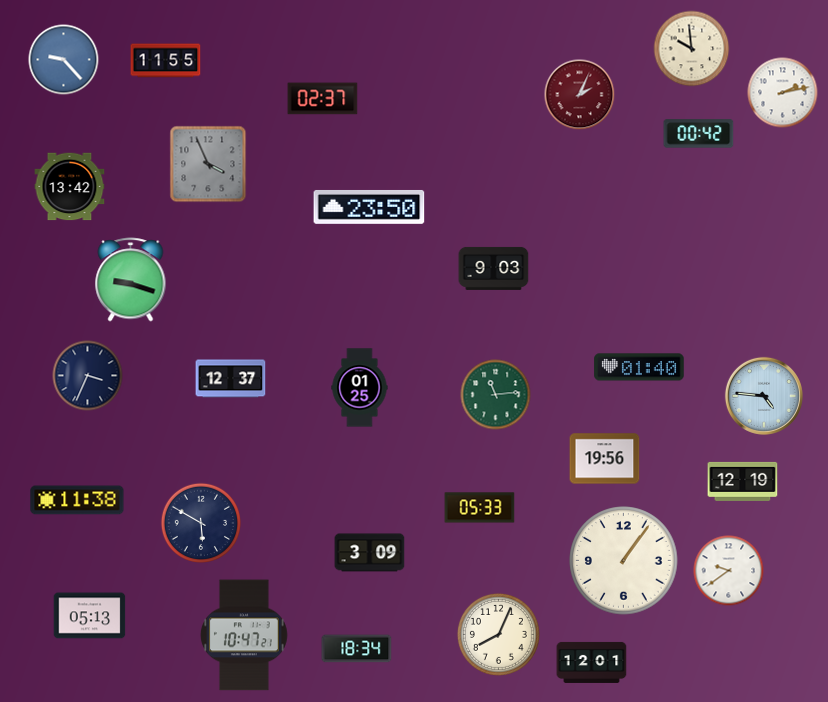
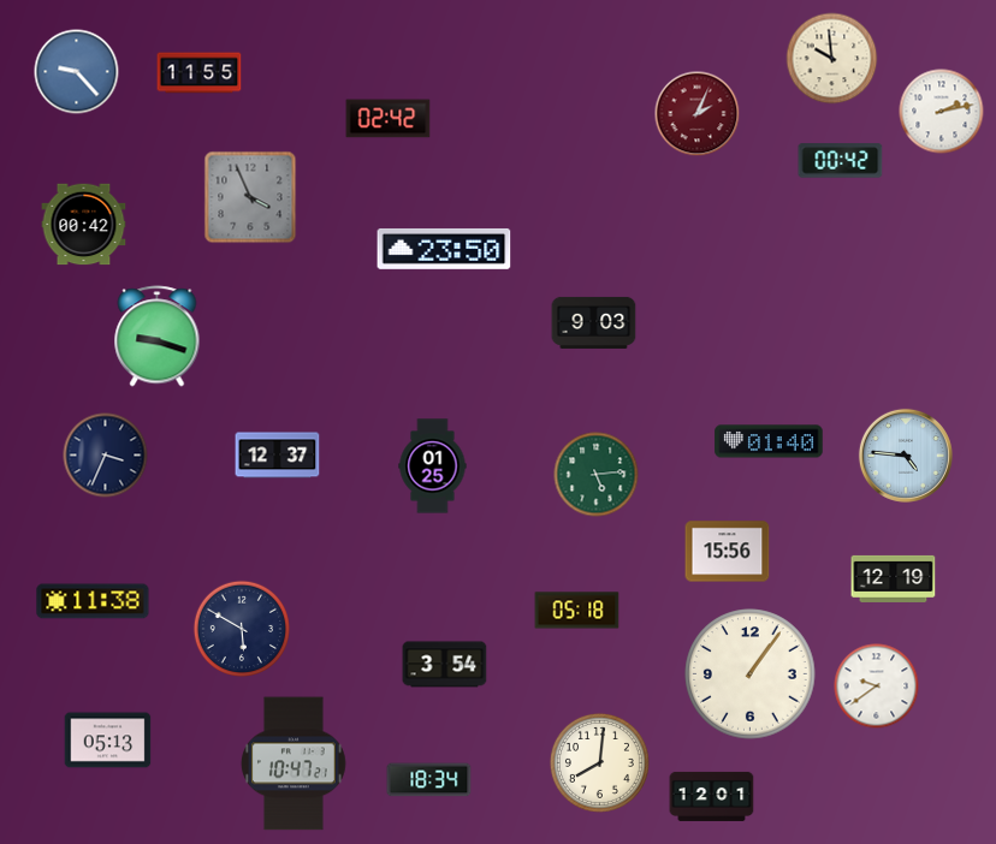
clock at (323, 99): 02:37 -> 02:42
clock at (70, 187): 13:42 -> 00:42
clock at (88, 376) position: (88, 376) -> (106, 456)
clock at (496, 395): 11:14 -> 5:14
clock at (764, 396) position: (764, 396) -> (906, 456)
clock at (605, 459): 19:56 -> 15:56
clock at (480, 508): 05:33 -> 05:18
clock at (370, 553): 3:09 -> 3:54
clock at (498, 634): 8:04 -> 8:01
